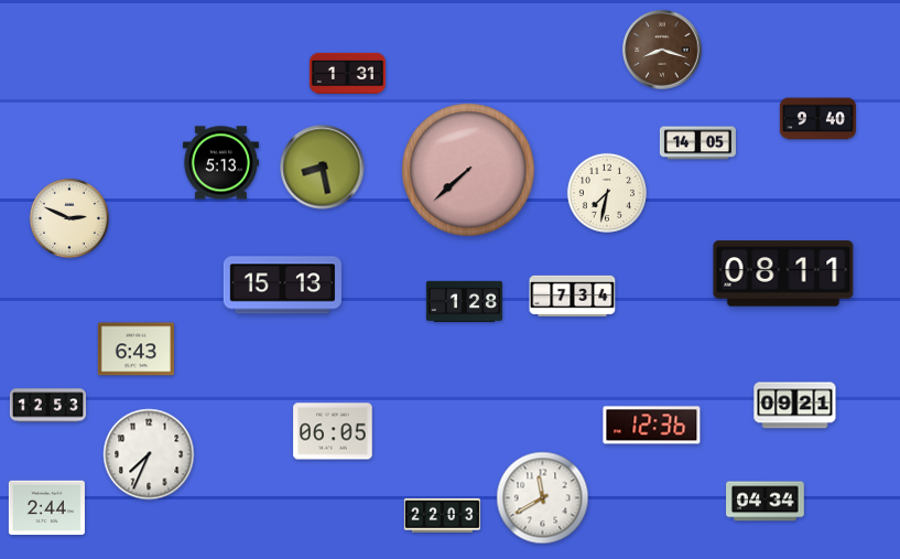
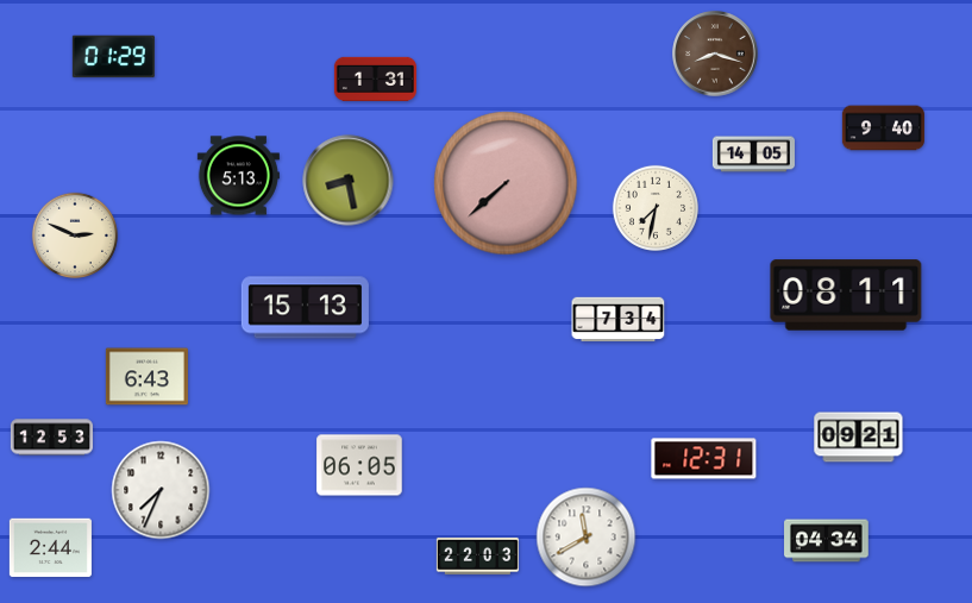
clock at (113, 57): none -> 01:29
clock at (464, 302): 1:28 -> none
clock at (652, 426): 12:36 -> 12:31
